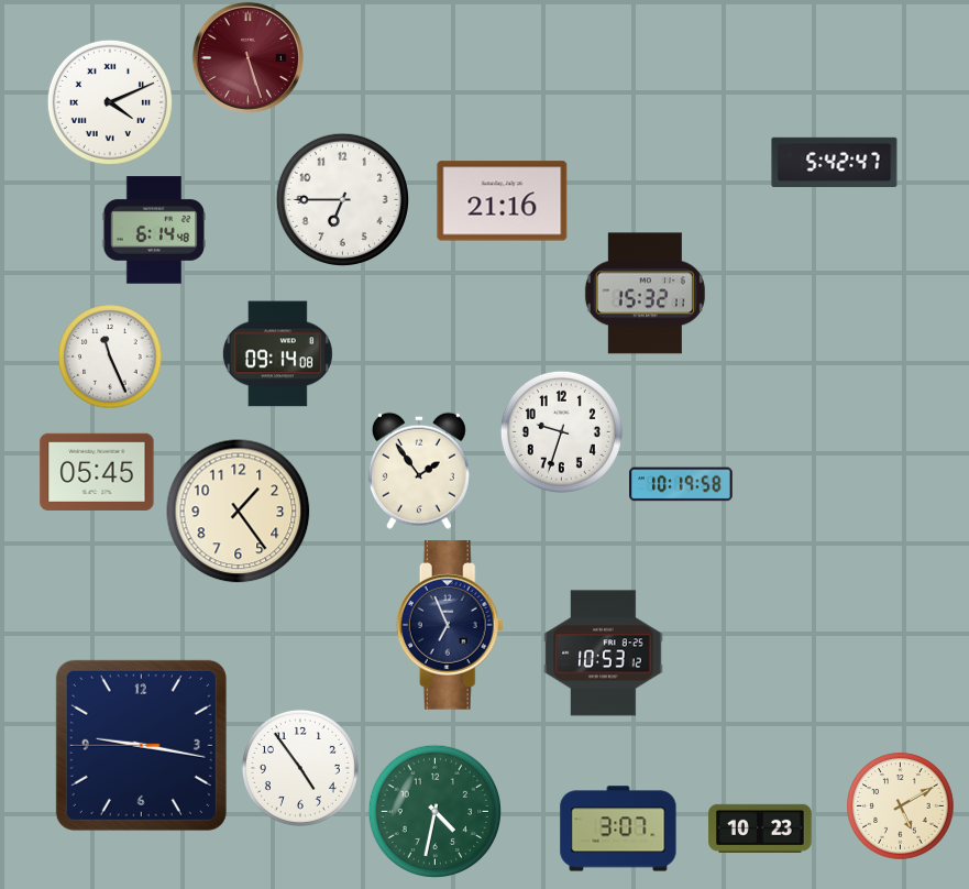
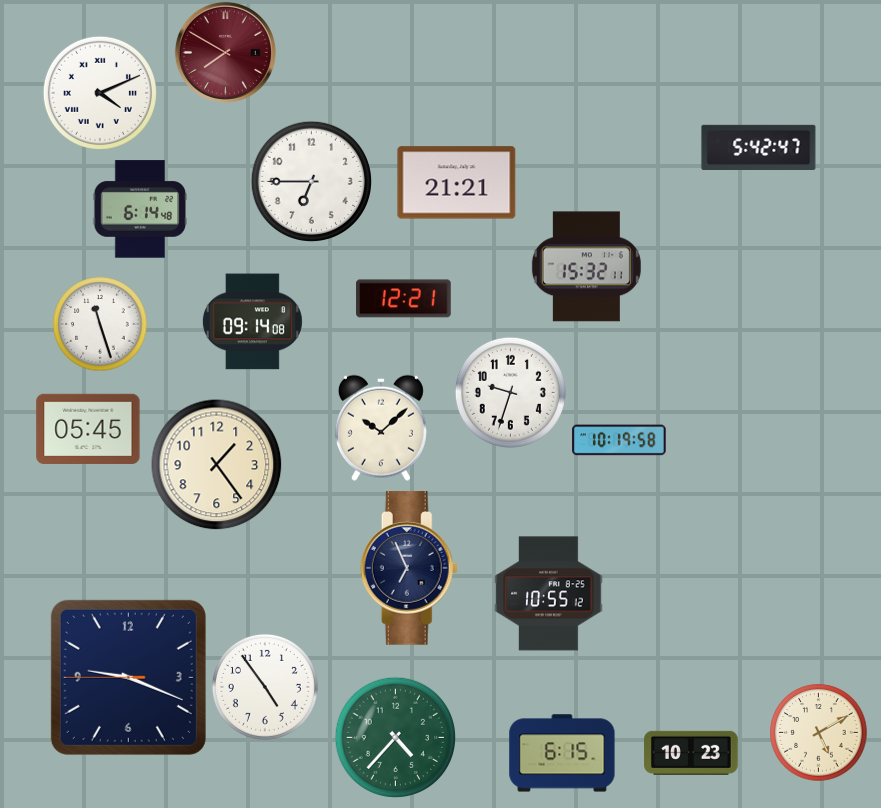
clock at (247, 57): 5:27 -> 7:50
clock at (503, 201): 21:16 -> 21:21
clock at (404, 299): none -> 12:21
clock at (110, 356): 11:26 -> 11:27
clock at (419, 471): 1:54 -> 10:08
clock at (604, 654): 10:53 -> 10:55
clock at (141, 745): 9:16 -> 9:18
clock at (300, 768) position: (300, 768) -> (265, 687)
clock at (434, 811): 4:32 -> 4:37
clock at (618, 828): 3:07 -> 6:15
